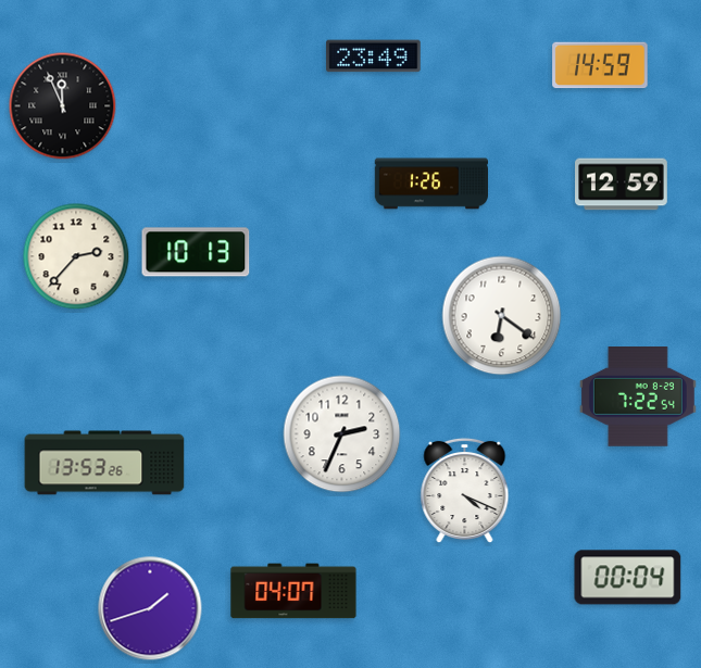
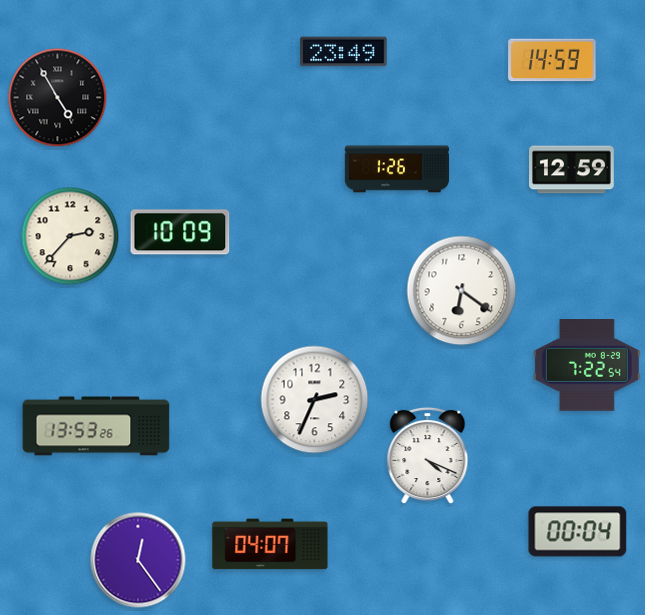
clock at (63, 106): 11:56 -> 4:55
clock at (196, 252): 10:13 -> 10:09
clock at (465, 491) position: (465, 491) -> (428, 456)
clock at (150, 608): 1:42 -> 12:24
